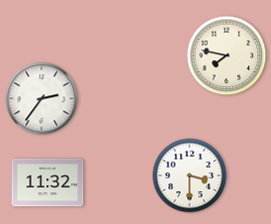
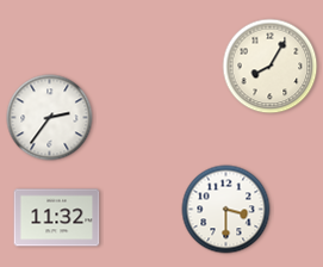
clock at (227, 56): 7:47 -> 8:05
